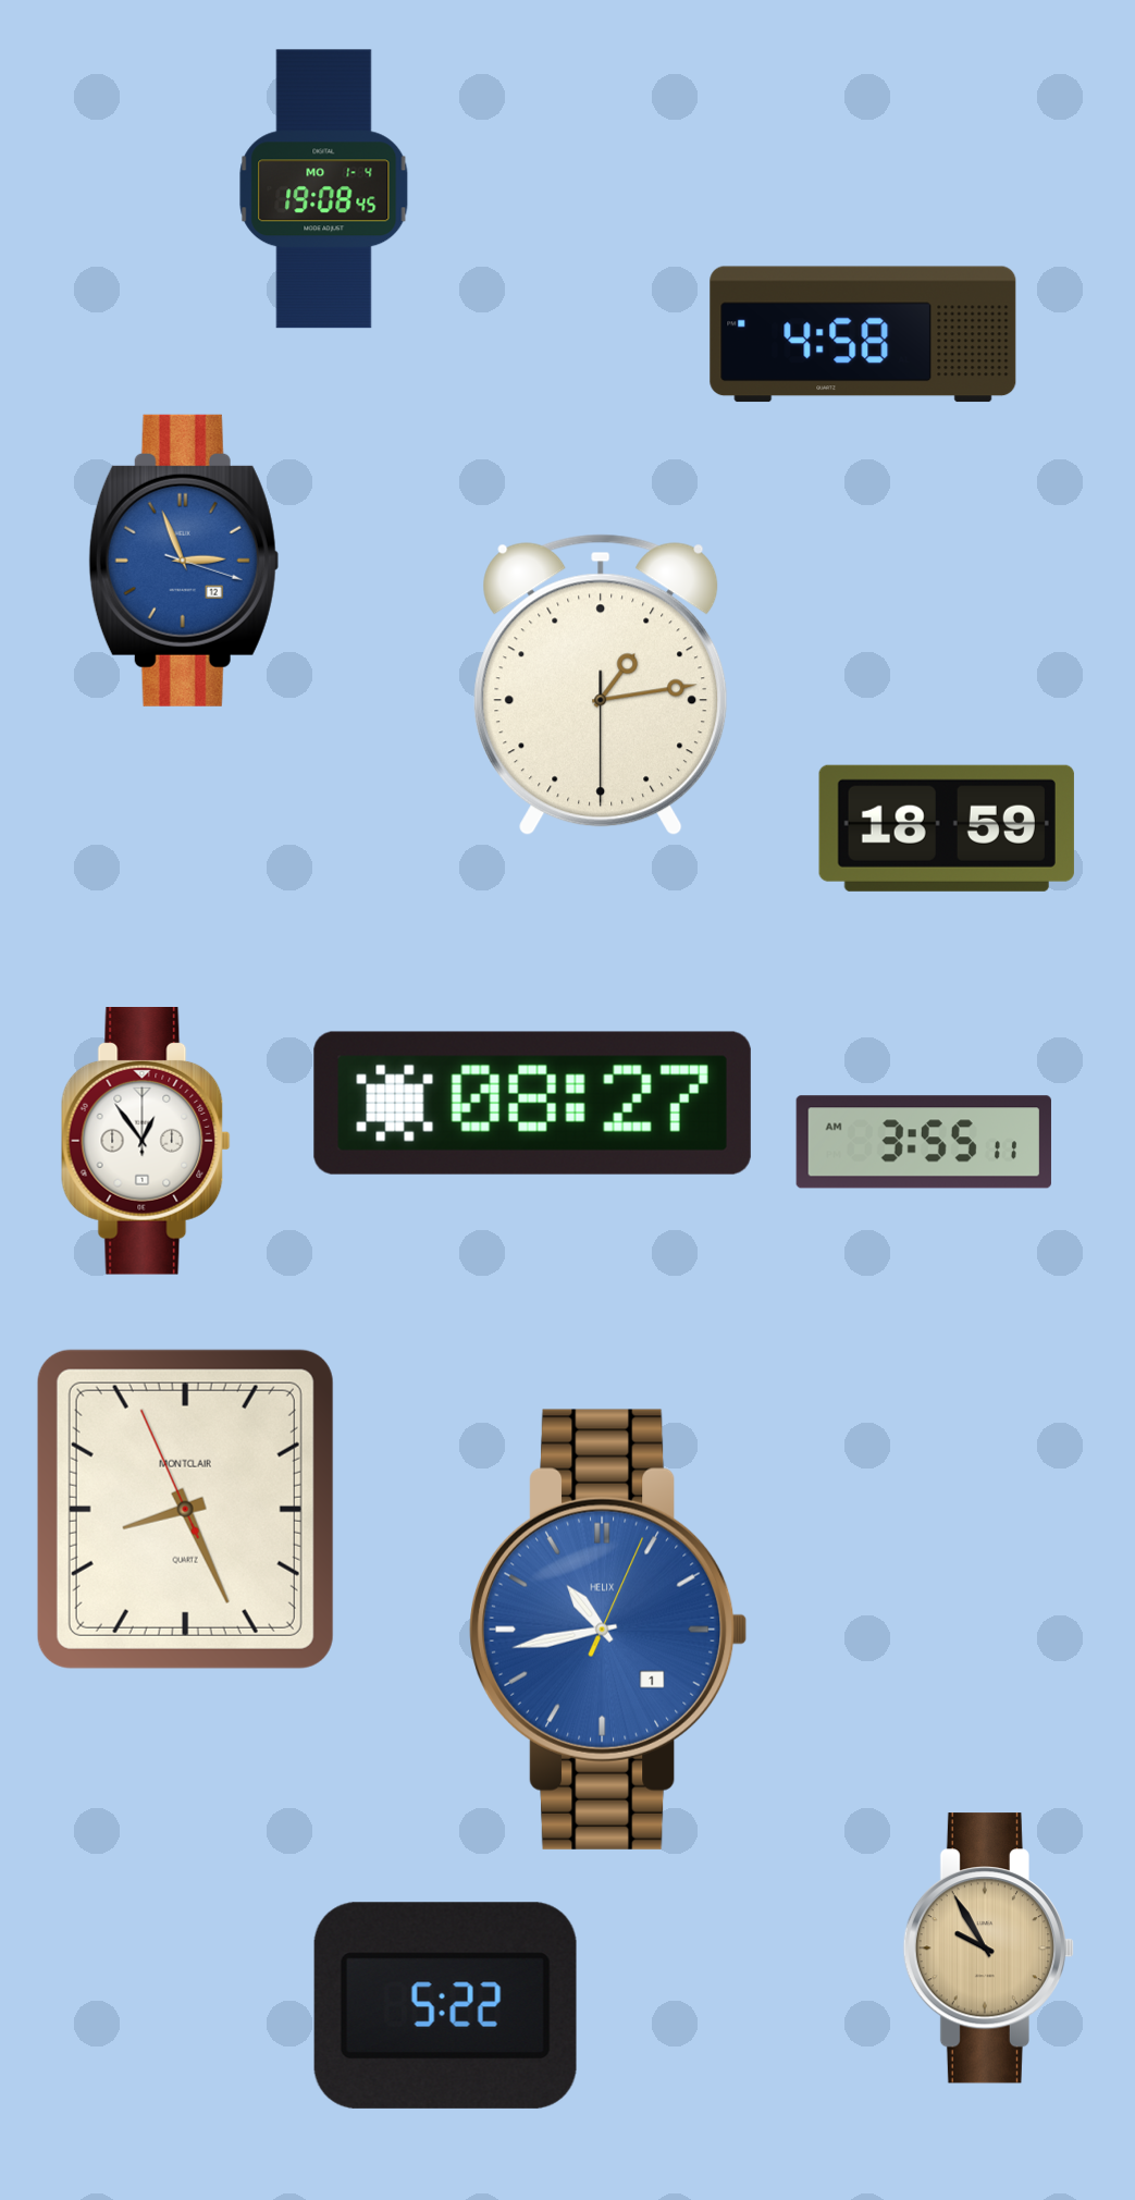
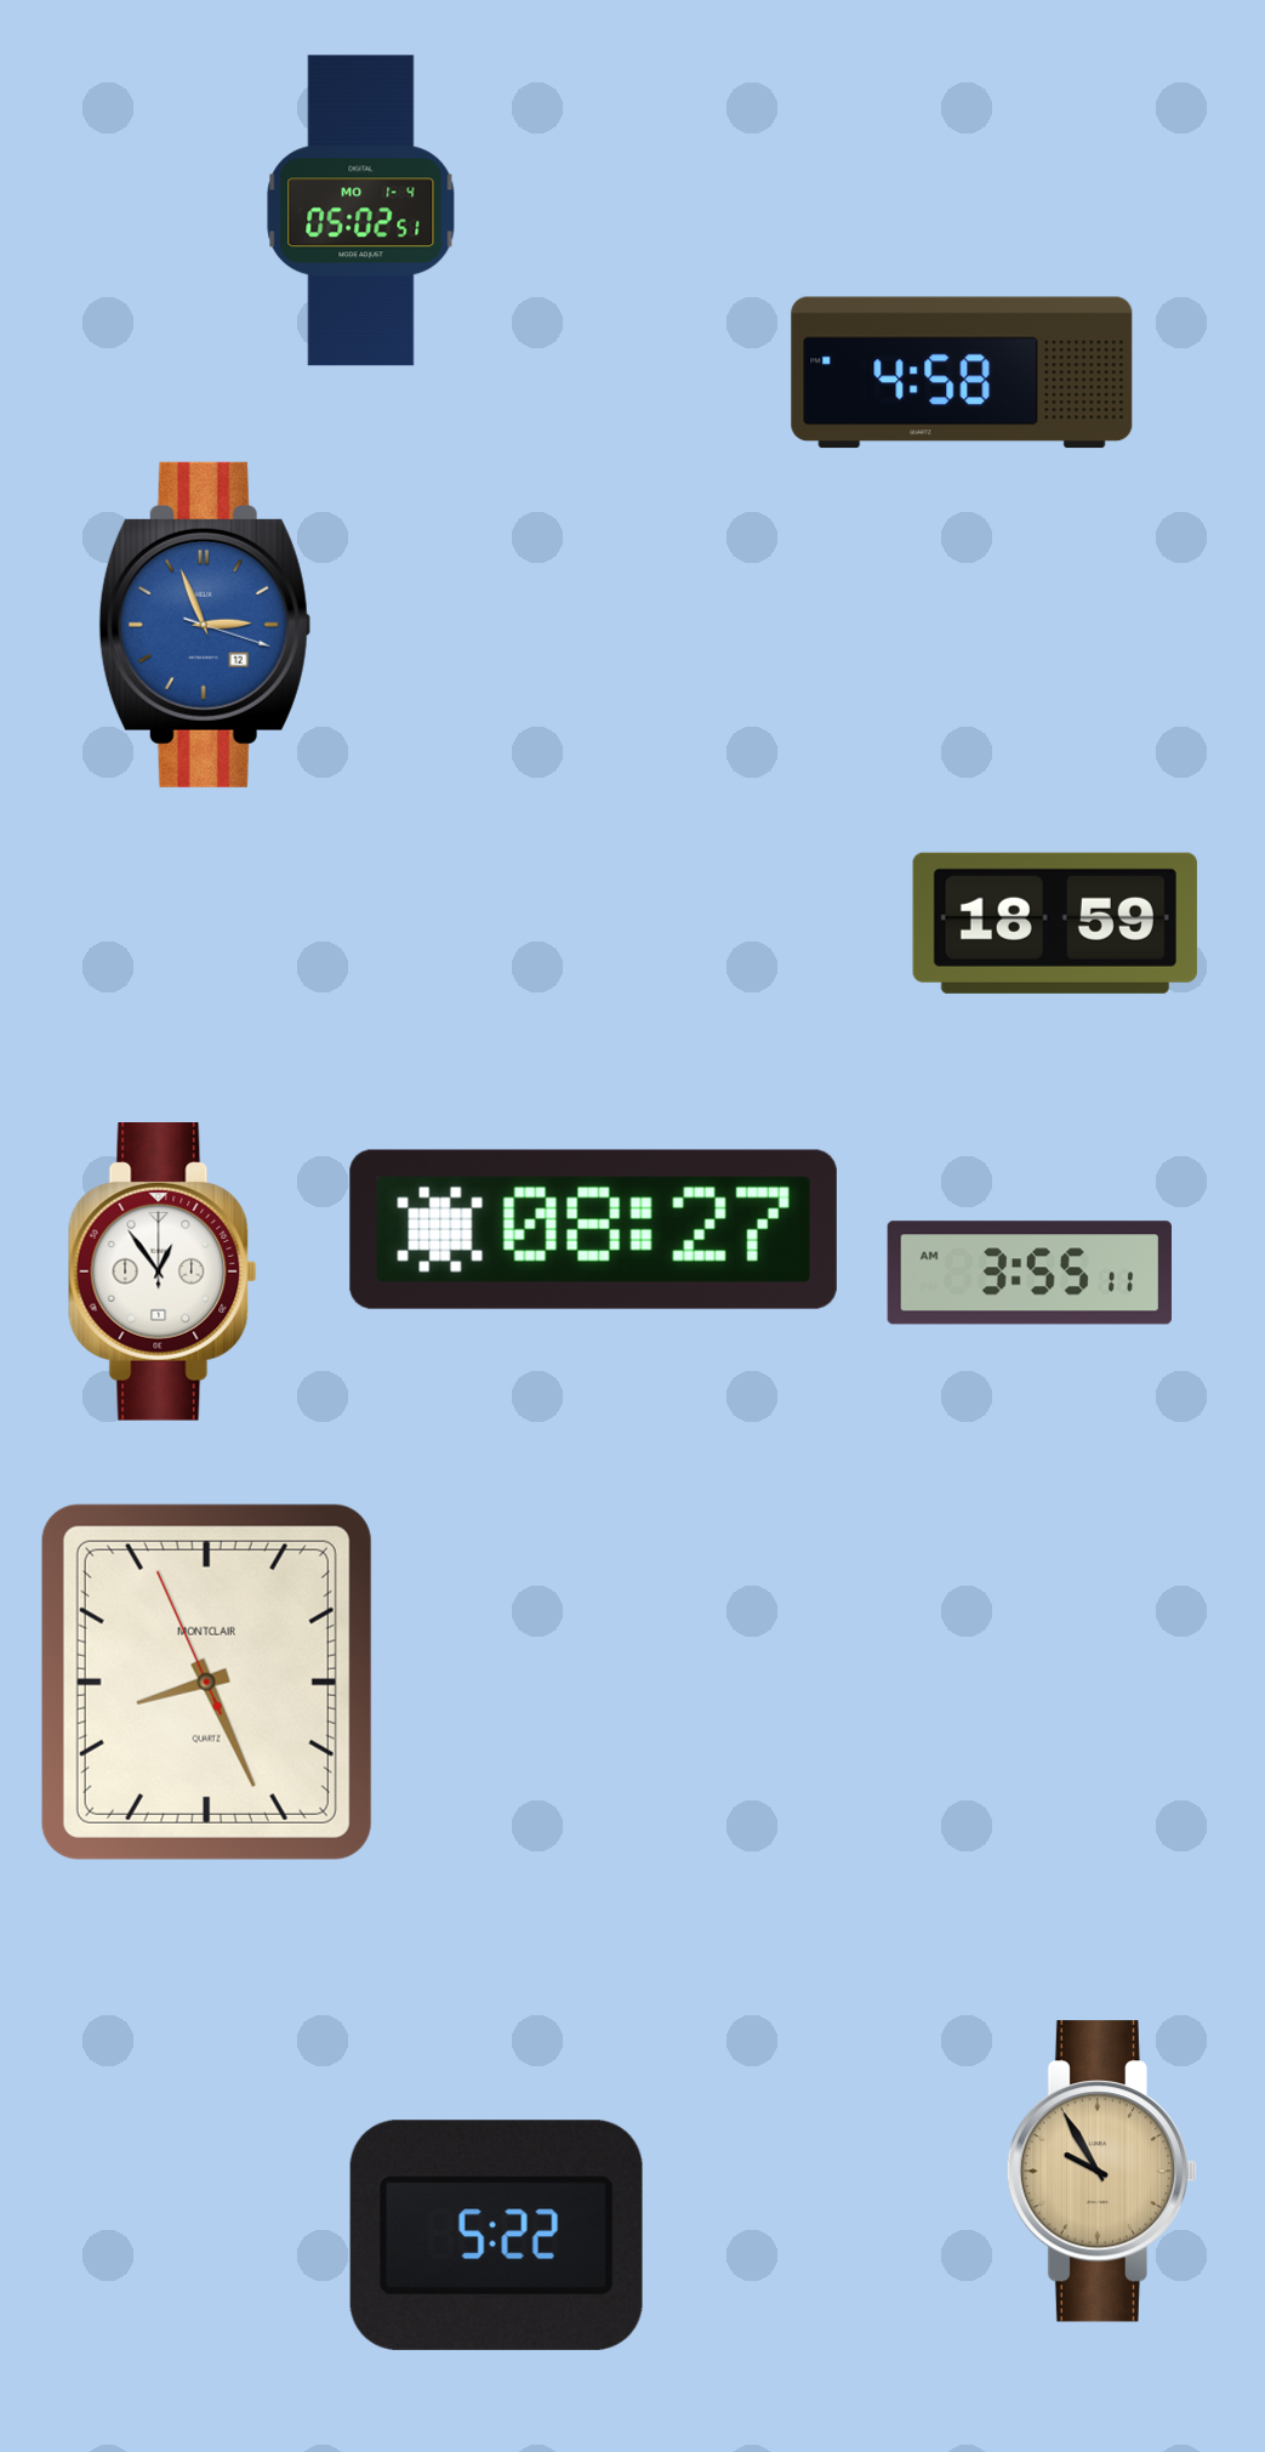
clock at (324, 189): 19:08 -> 05:02
clock at (601, 685): 1:13 -> none
clock at (609, 1630): 10:43 -> none
